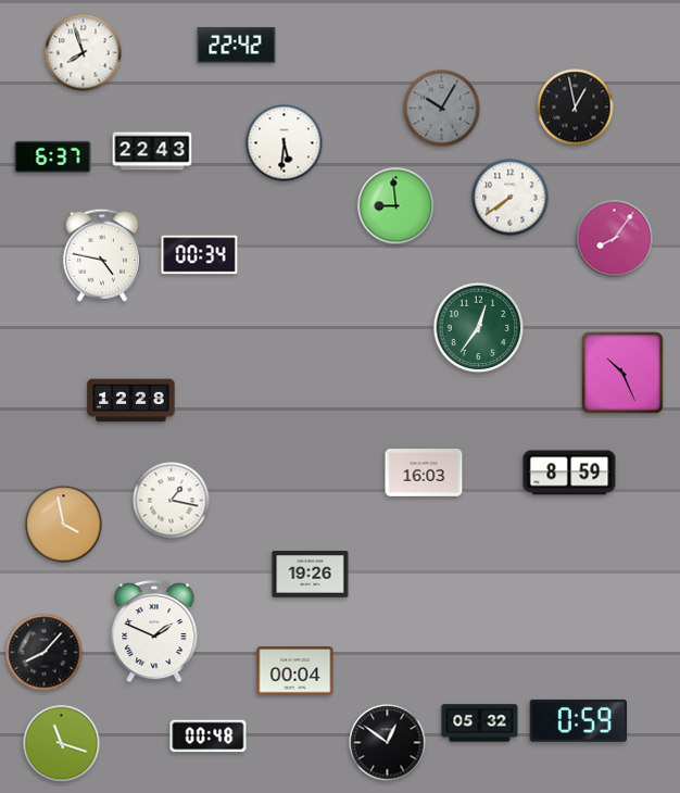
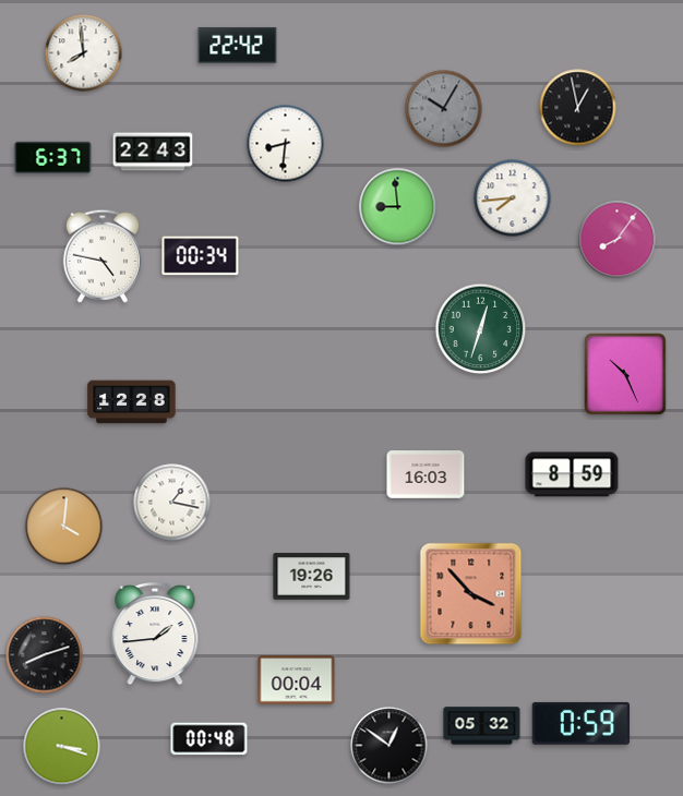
clock at (84, 53): 7:57 -> 7:59
clock at (285, 143): 5:31 -> 8:31
clock at (511, 198): 7:39 -> 7:44
clock at (479, 328): 12:36 -> 12:33
clock at (64, 525): 3:58 -> 4:01
clock at (471, 594): none -> 3:53
clock at (154, 631): 1:49 -> 1:44
clock at (45, 653): 8:07 -> 8:12
clock at (295, 671) position: (295, 671) -> (297, 680)
clock at (62, 744): 11:18 -> 3:18
